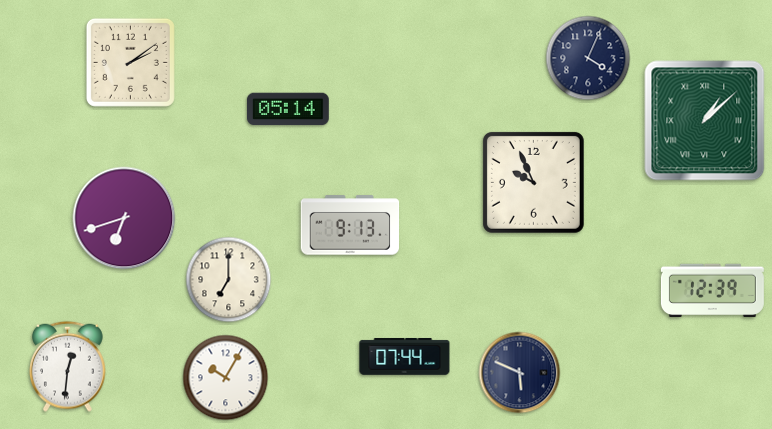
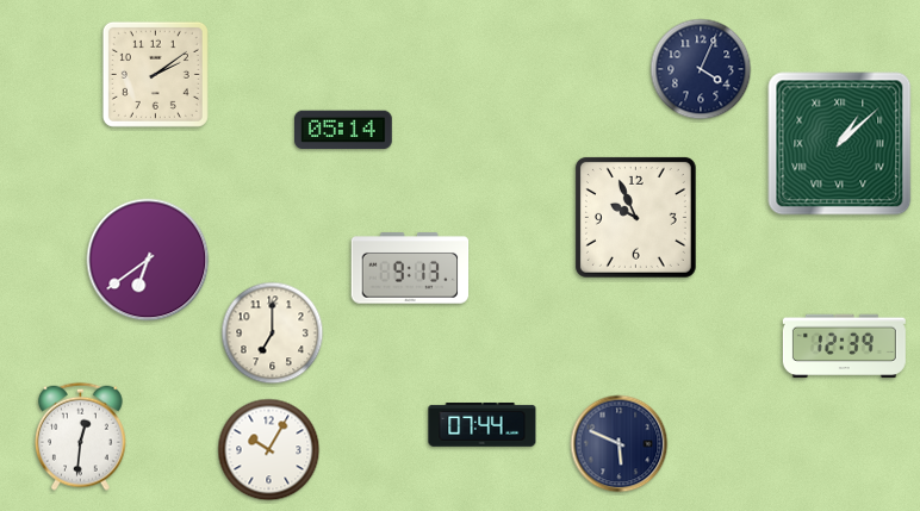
clock at (124, 218): 6:42 -> 6:39
clock at (350, 225) position: (350, 225) -> (410, 268)
clock at (712, 291) position: (712, 291) -> (844, 347)
